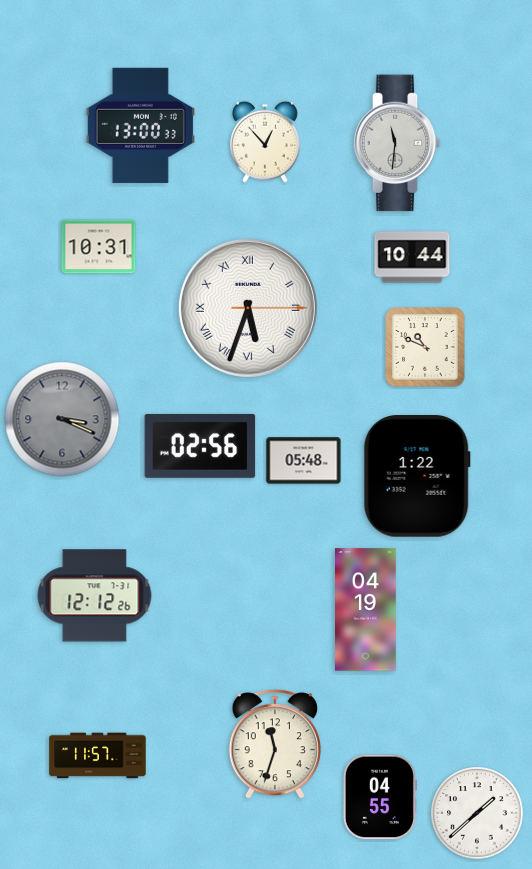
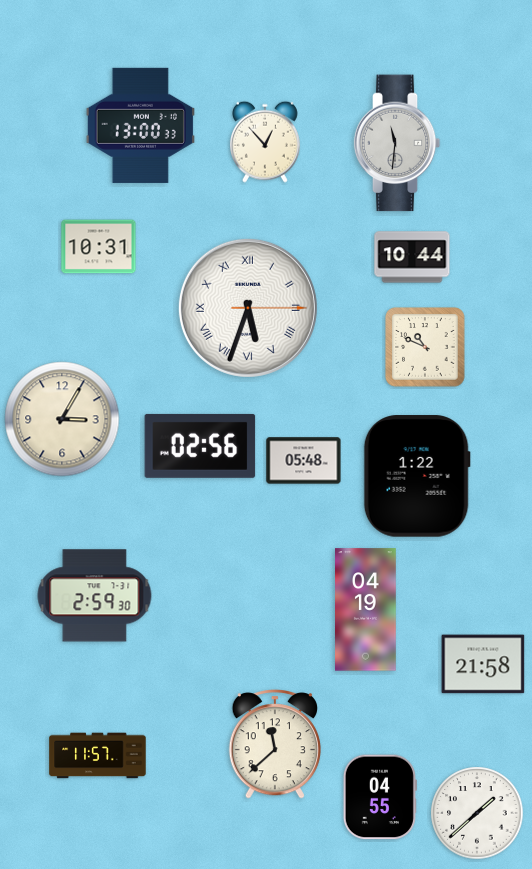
clock at (62, 419): 3:19 -> 3:05
clock at (62, 419) dial: grey -> cream
clock at (95, 596): 12:12 -> 2:59
clock at (483, 664): none -> 21:58
clock at (275, 744): 11:33 -> 11:38
